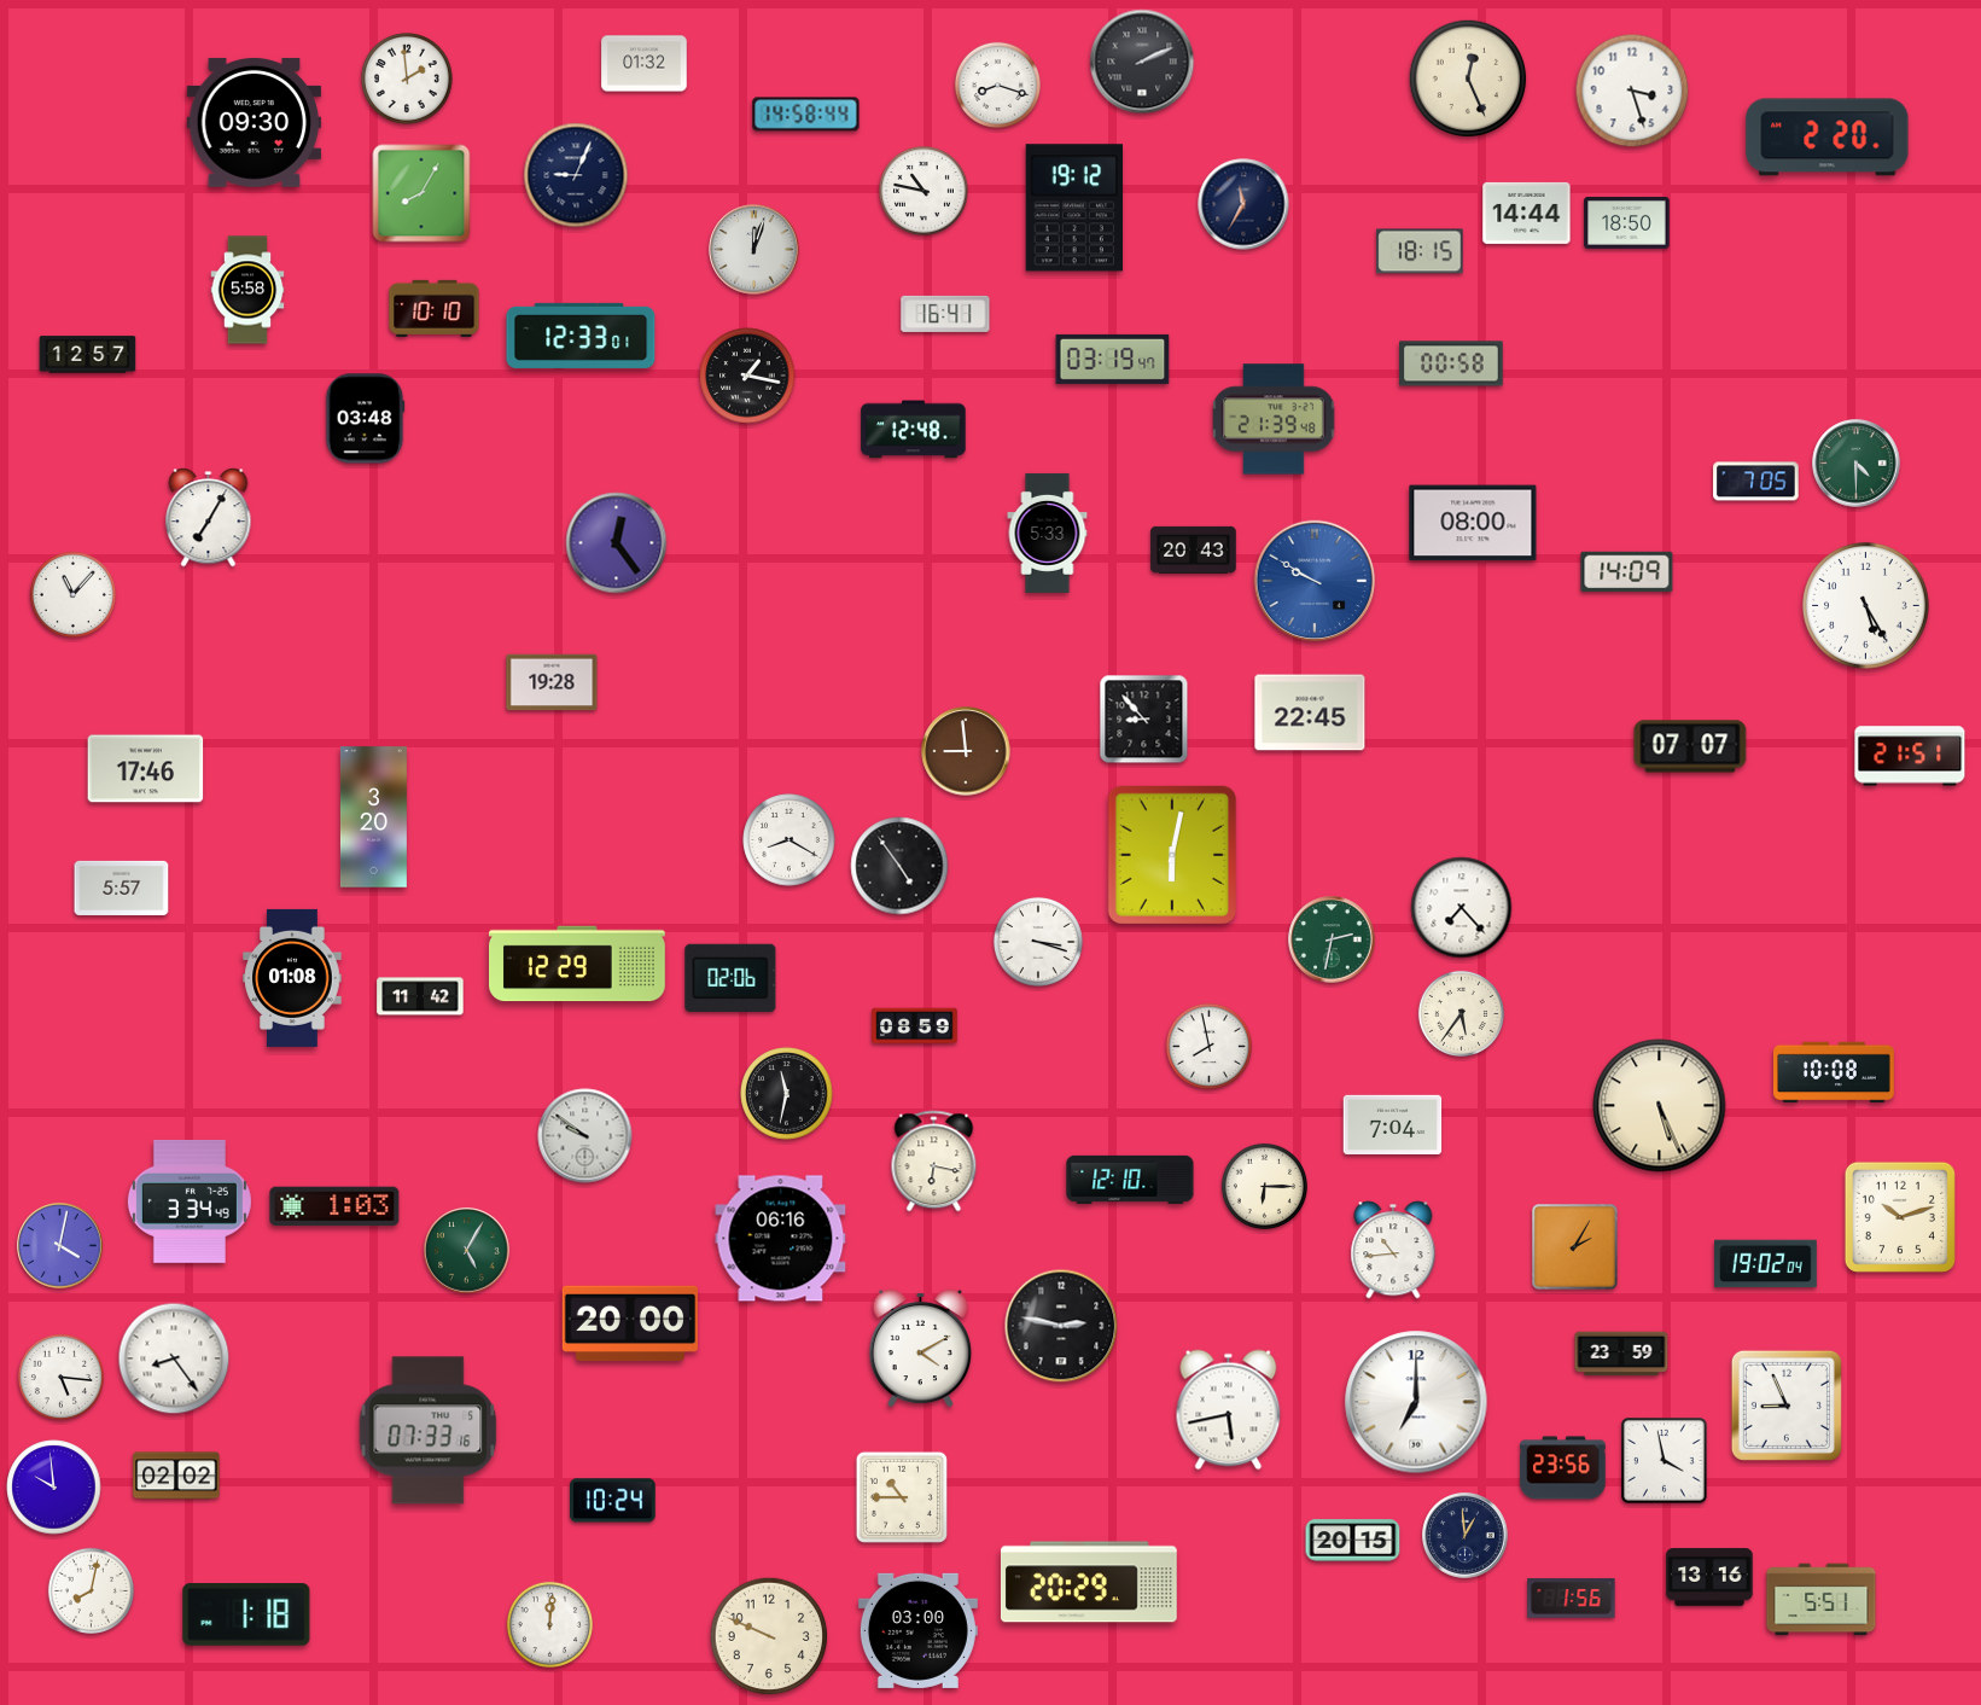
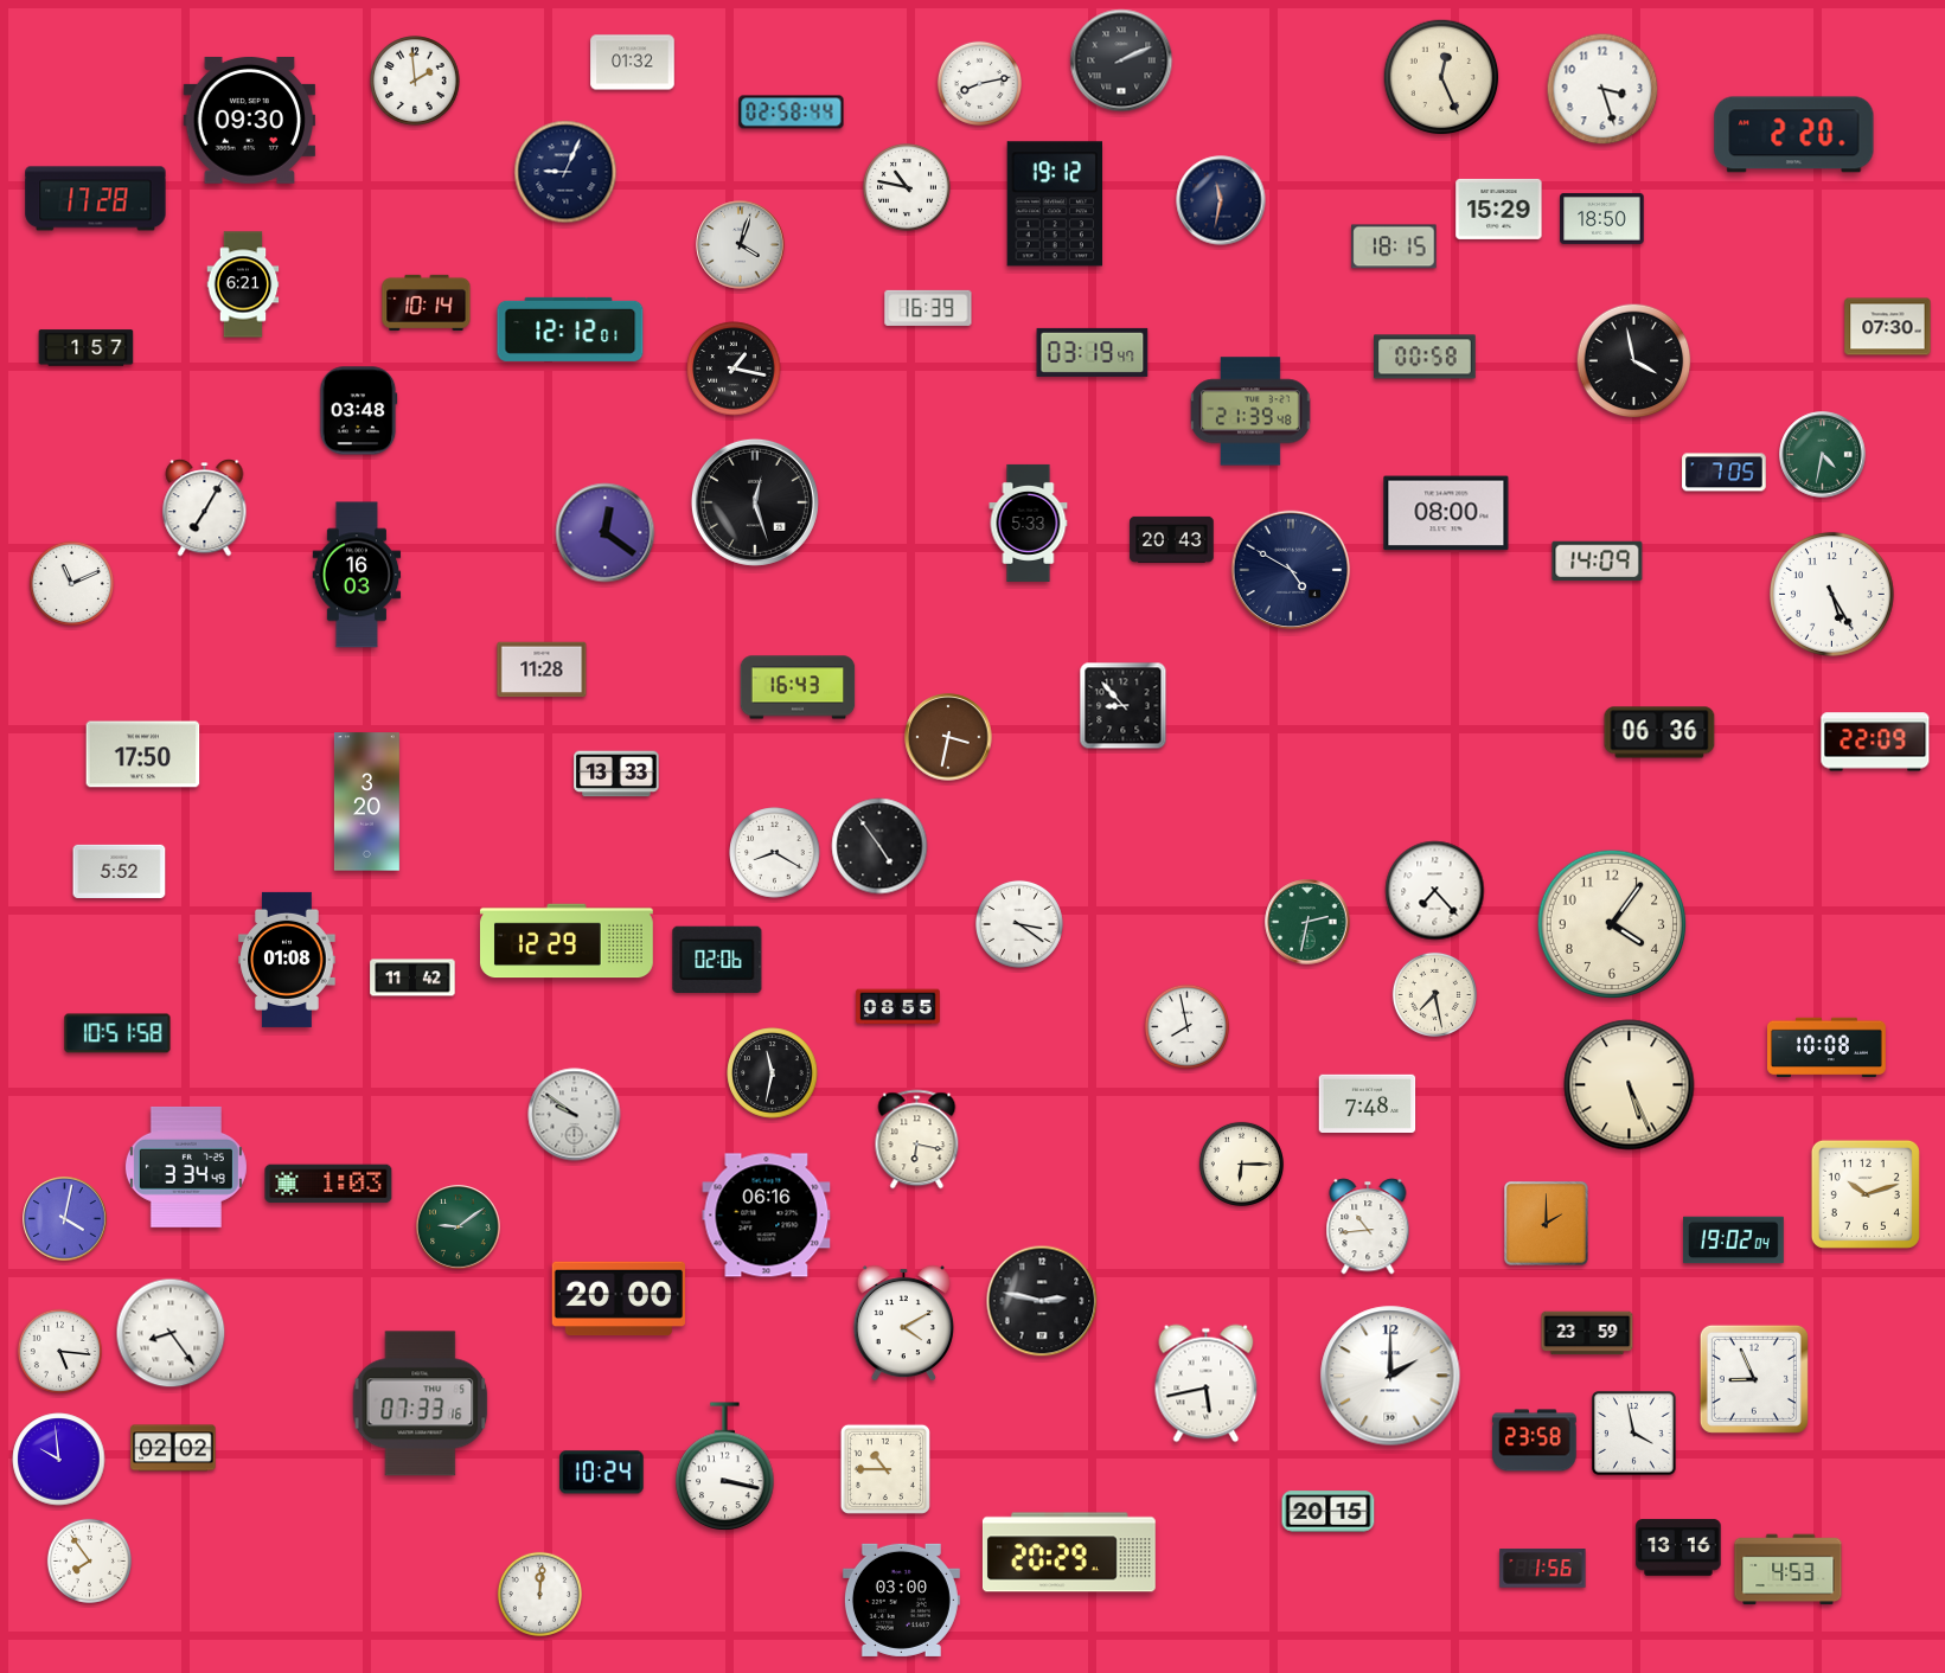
clock at (407, 78) position: (407, 78) -> (415, 81)
clock at (997, 85): 8:18 -> 8:13
clock at (806, 115): 14:58 -> 02:58
clock at (421, 193): 8:05 -> none
clock at (96, 199): none -> 17:28
clock at (1243, 204): 11:35 -> 11:32
clock at (1527, 213): 14:44 -> 15:29
clock at (1627, 222) position: (1627, 222) -> (1602, 218)
clock at (754, 250): 12:03 -> 4:03
clock at (247, 290): 5:58 -> 6:21
clock at (435, 308): 10:10 -> 10:14
clock at (945, 314): 16:41 -> 16:39
clock at (1888, 327): none -> 07:30
clock at (581, 336): 12:33 -> 12:12
clock at (88, 355): 12:57 -> 1:57
clock at (1634, 361): none -> 3:58
clock at (914, 430): 12:48 -> none
clock at (1857, 464): 4:30 -> 4:32
clock at (755, 502): none -> 12:27
clock at (617, 543): 12:24 -> 12:21
clock at (1315, 581): 9:50 -> 4:50
clock at (1315, 581) dial: blue -> navy
clock at (357, 575): none -> 16:03
clock at (72, 594): 11:07 -> 11:11
clock at (552, 682): 19:28 -> 11:28
clock at (798, 687): none -> 16:43
clock at (1310, 712): 22:45 -> none
clock at (1690, 746): 07:07 -> 06:36
clock at (966, 751): 8:59 -> 3:32
clock at (1910, 756): 21:51 -> 22:09
clock at (146, 769): 17:46 -> 17:50
clock at (616, 774): none -> 13:33
clock at (790, 840) position: (790, 840) -> (775, 853)
clock at (1172, 855): 6:02 -> none
clock at (899, 866) position: (899, 866) -> (879, 846)
clock at (122, 888): 5:57 -> 5:52
clock at (1038, 942): 3:18 -> 3:21
clock at (1612, 924): none -> 4:06
clock at (578, 964) position: (578, 964) -> (568, 941)
clock at (1461, 1013): 5:36 -> 7:28
clock at (915, 1026): 08:59 -> 08:55
clock at (117, 1033): none -> 10:51
clock at (1835, 1072) position: (1835, 1072) -> (1828, 1047)
clock at (1393, 1124): 7:04 -> 7:48
clock at (1130, 1180): 12:10 -> none
clock at (190, 1201) position: (190, 1201) -> (186, 1167)
clock at (60, 1246) position: (60, 1246) -> (65, 1219)
clock at (1575, 1247): 2:05 -> 2:00
clock at (467, 1251): 5:05 -> 9:09
clock at (1621, 1354) position: (1621, 1354) -> (1587, 1333)
clock at (1416, 1402): 7:00 -> 2:00
clock at (1563, 1468): 23:56 -> 23:58
clock at (54, 1488) position: (54, 1488) -> (59, 1460)
clock at (725, 1467): none -> 3:17
clock at (1466, 1536): 12:59 -> none
clock at (91, 1590): 8:02 -> 7:54
clock at (1822, 1600): 5:51 -> 4:53
clock at (246, 1614): 1:18 -> none
clock at (769, 1636): 9:49 -> none
